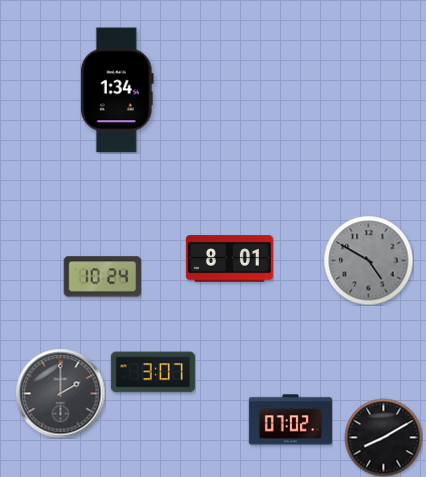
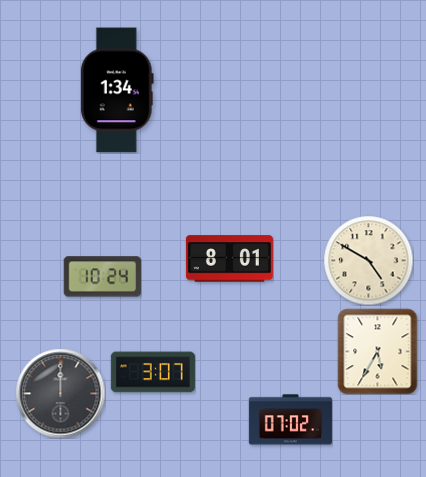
clock at (368, 260) dial: grey -> cream
clock at (378, 351): none -> 5:35
clock at (60, 393): 2:00 -> 12:00
clock at (383, 437): 8:10 -> none
